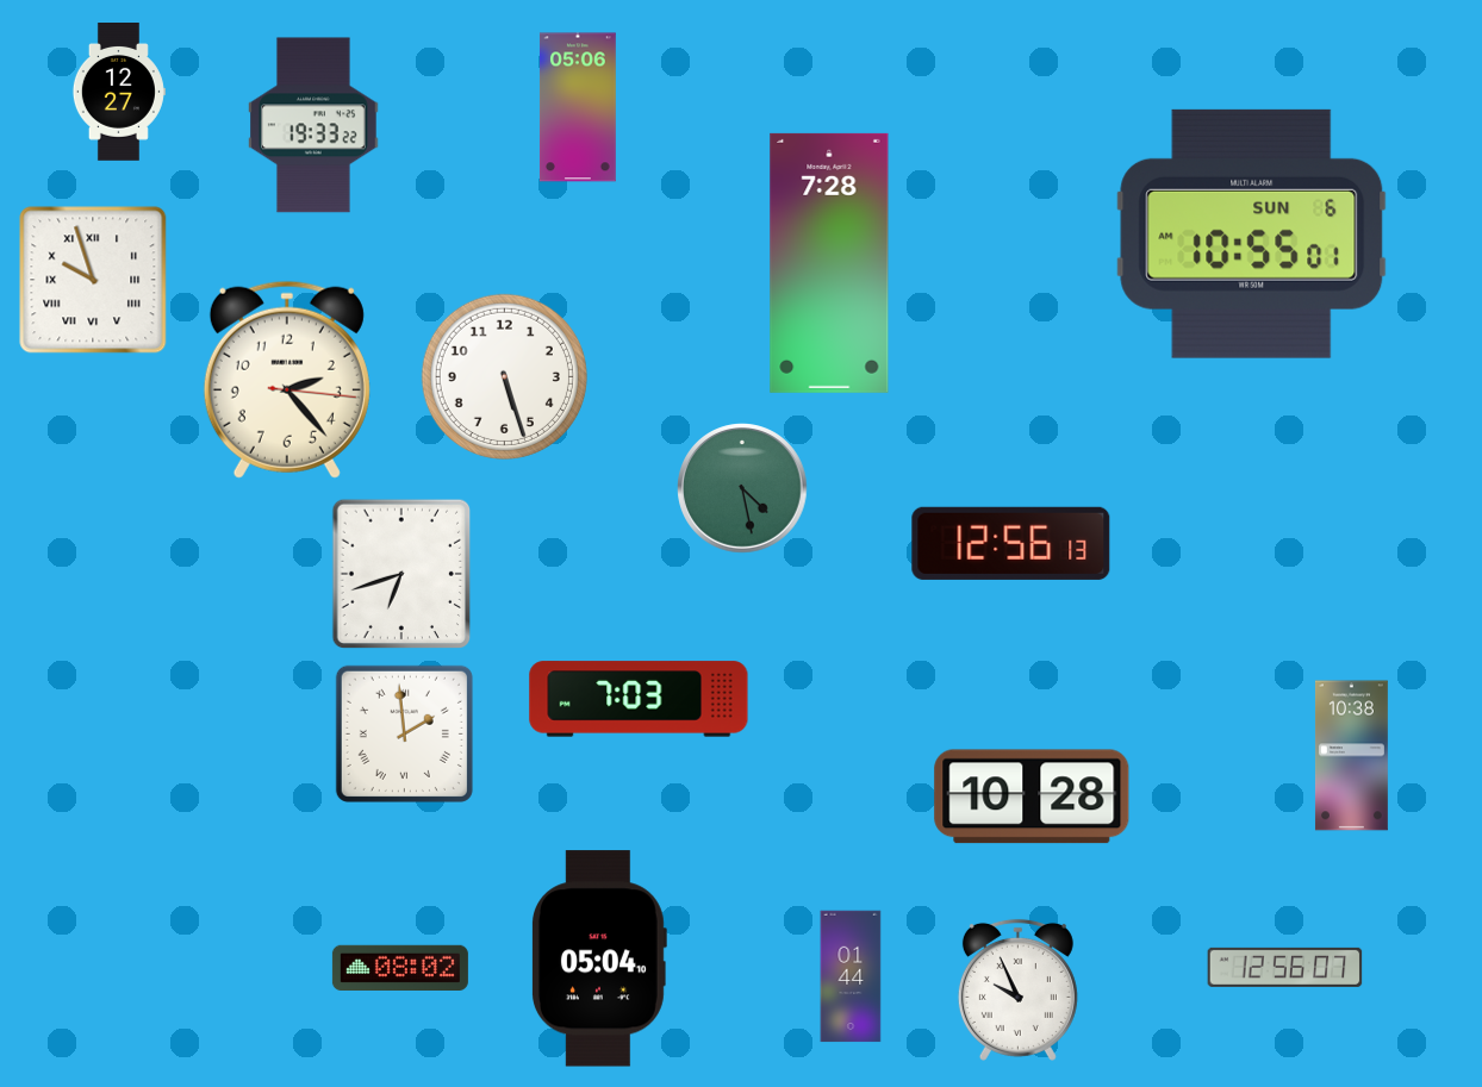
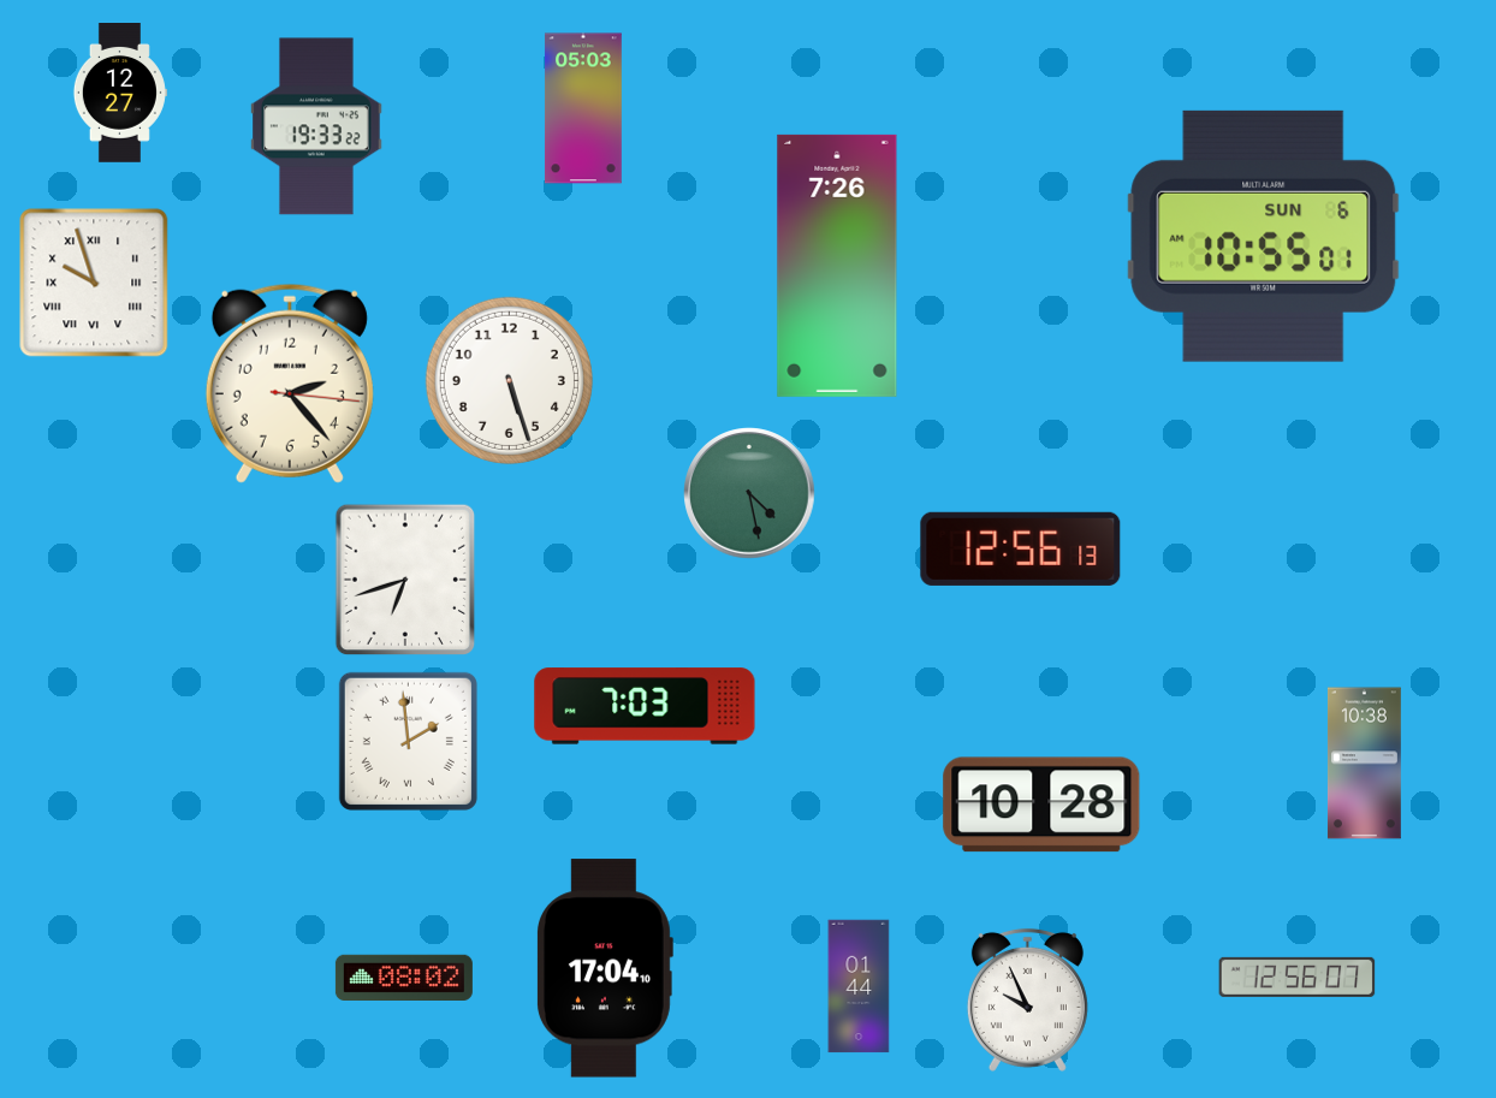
clock at (578, 107): 05:06 -> 05:03
clock at (829, 263): 7:28 -> 7:26
clock at (599, 958): 05:04 -> 17:04
